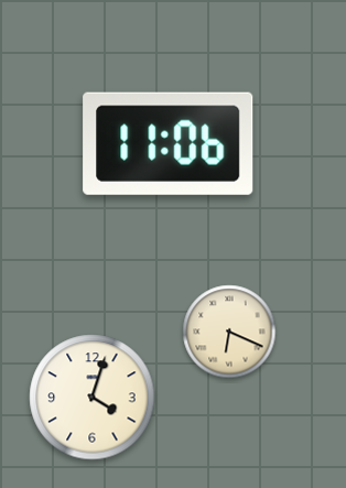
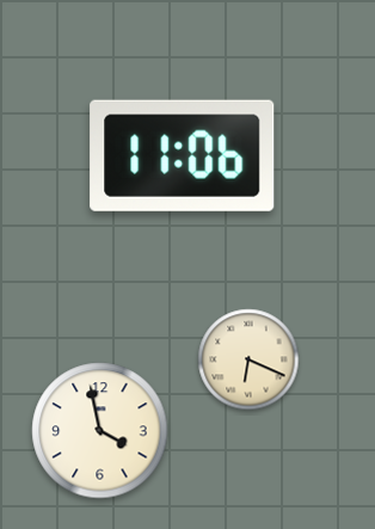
clock at (93, 398): 4:03 -> 3:58
